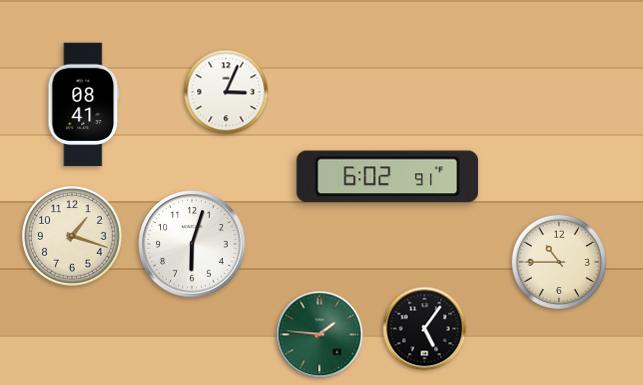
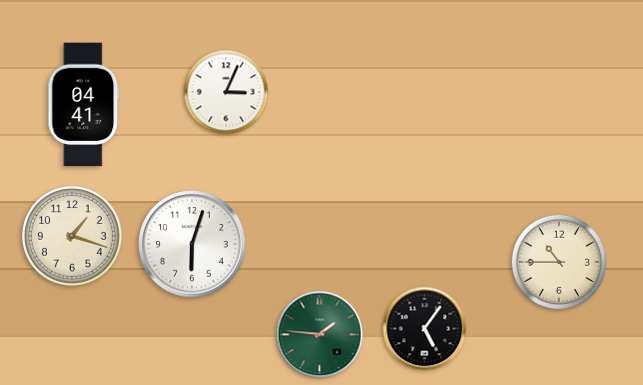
clock at (84, 105): 08:41 -> 04:41
clock at (388, 177): 6:02 -> none
